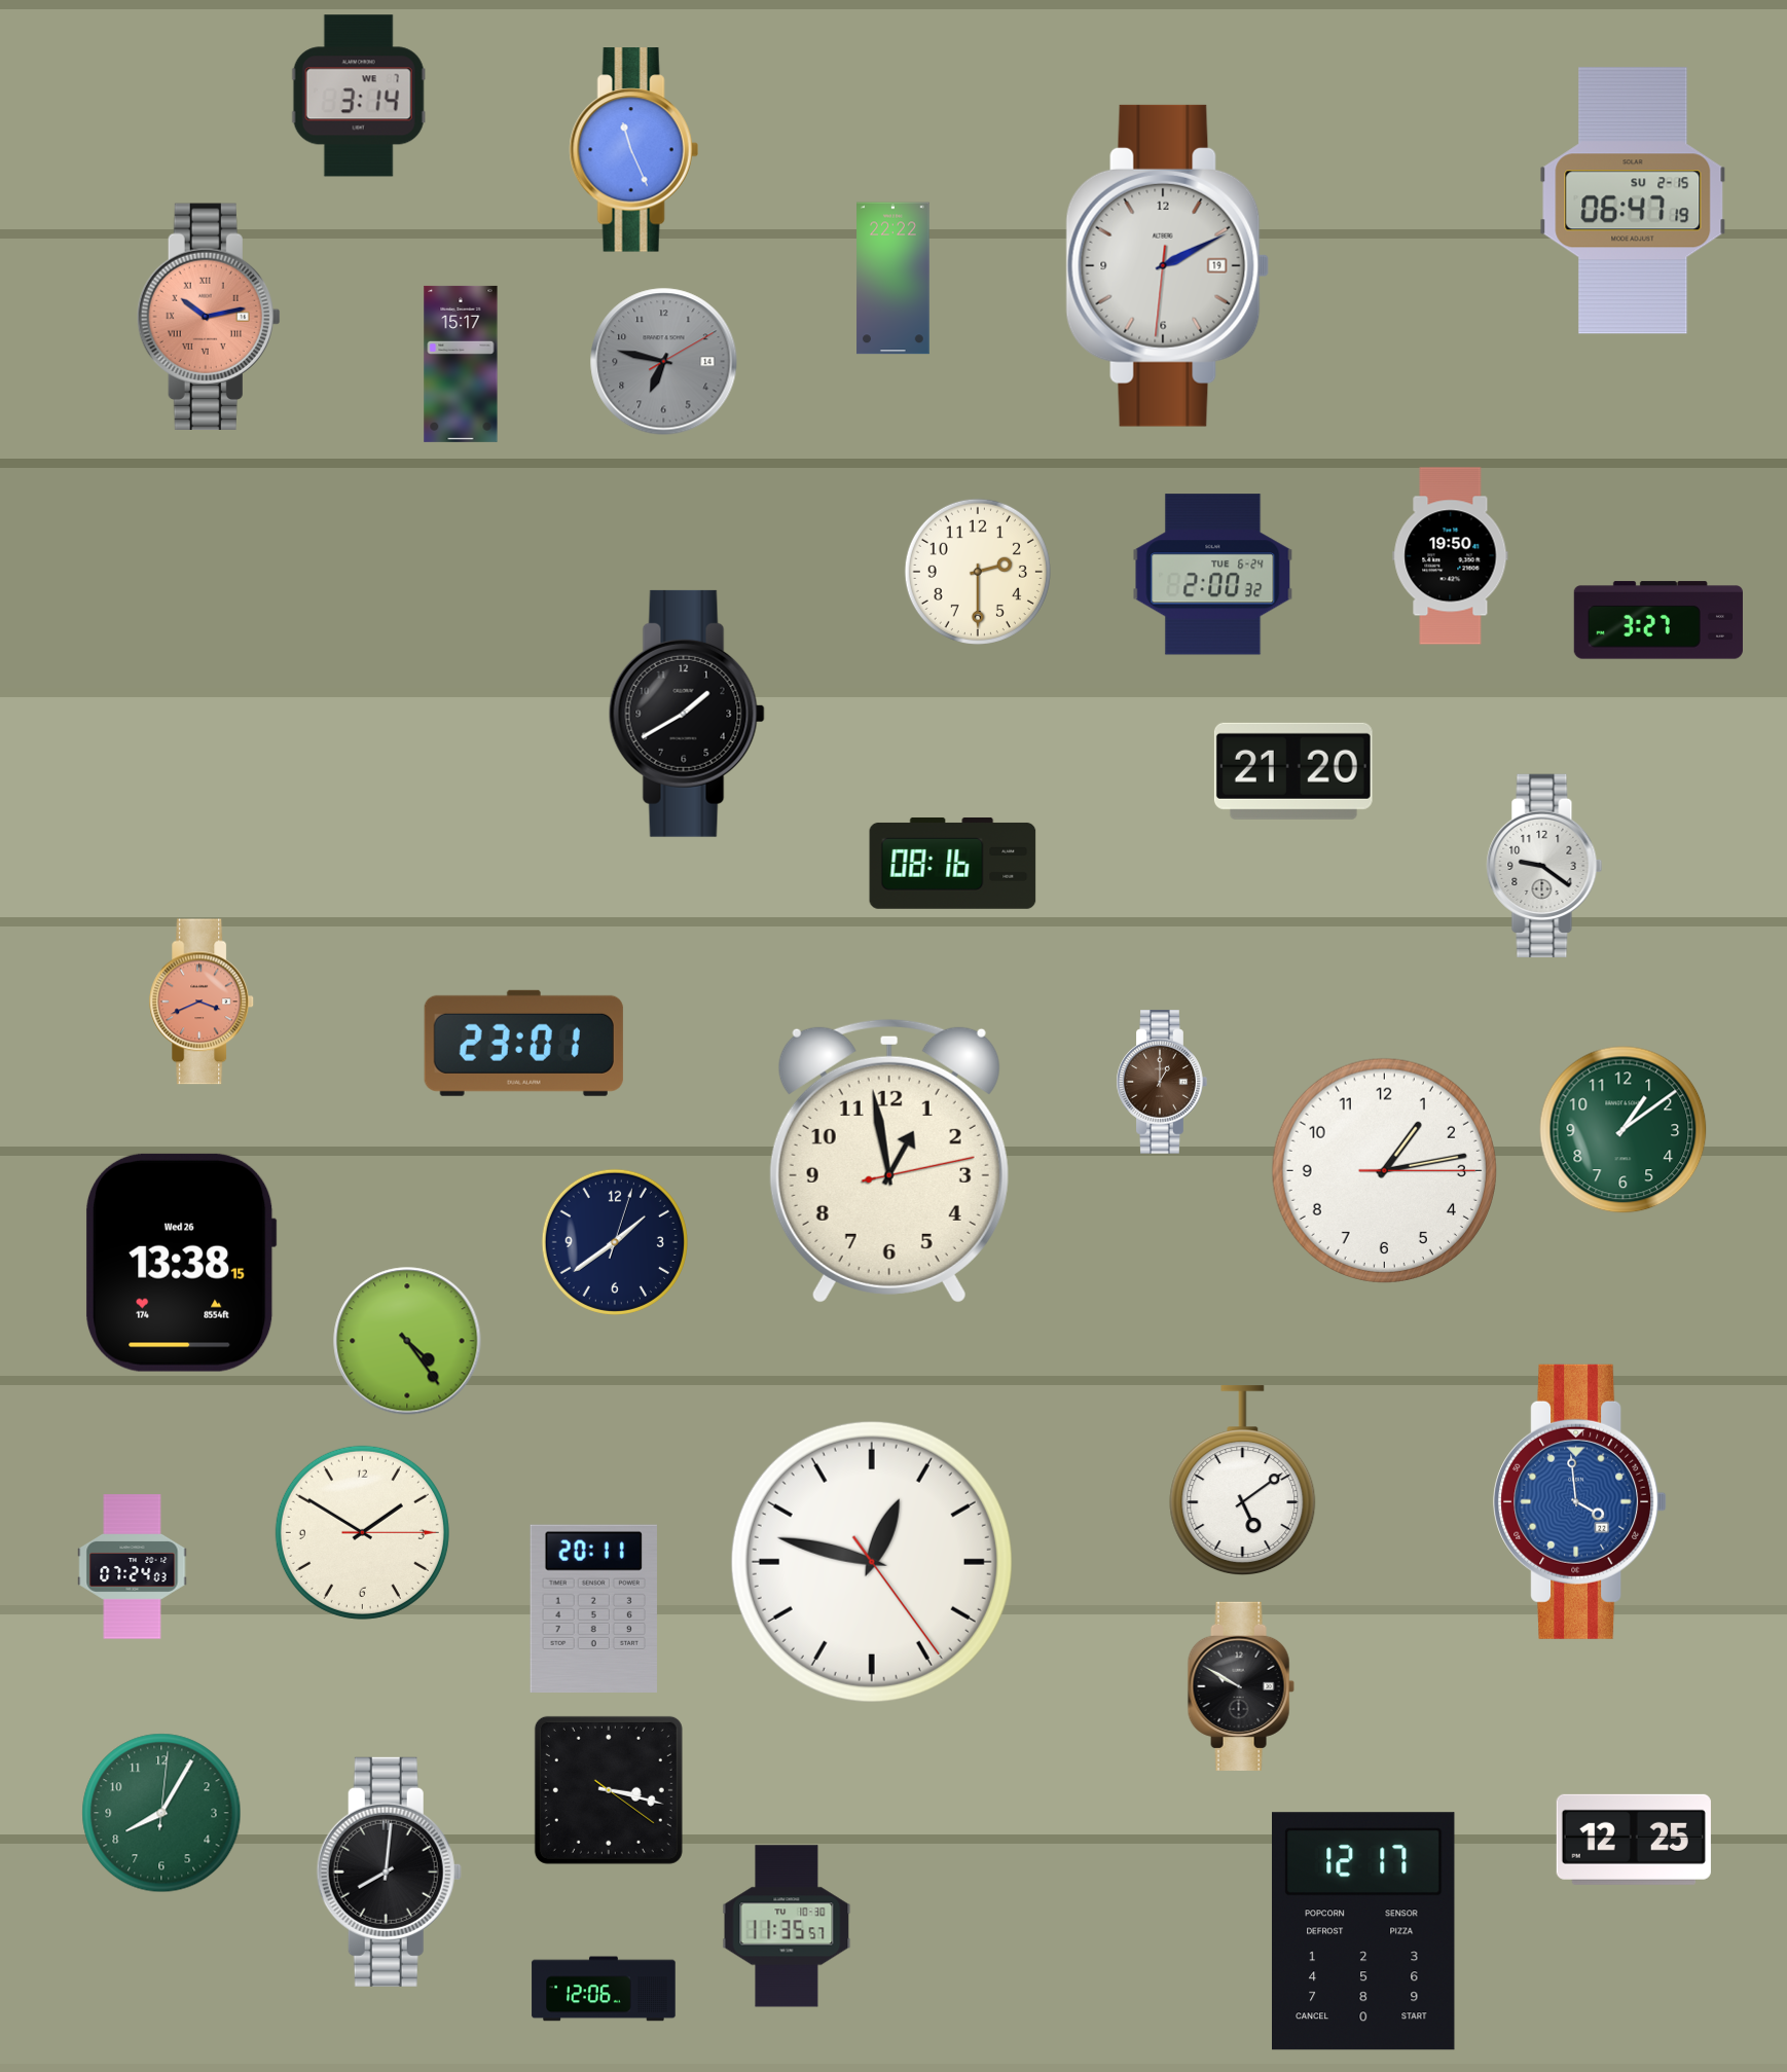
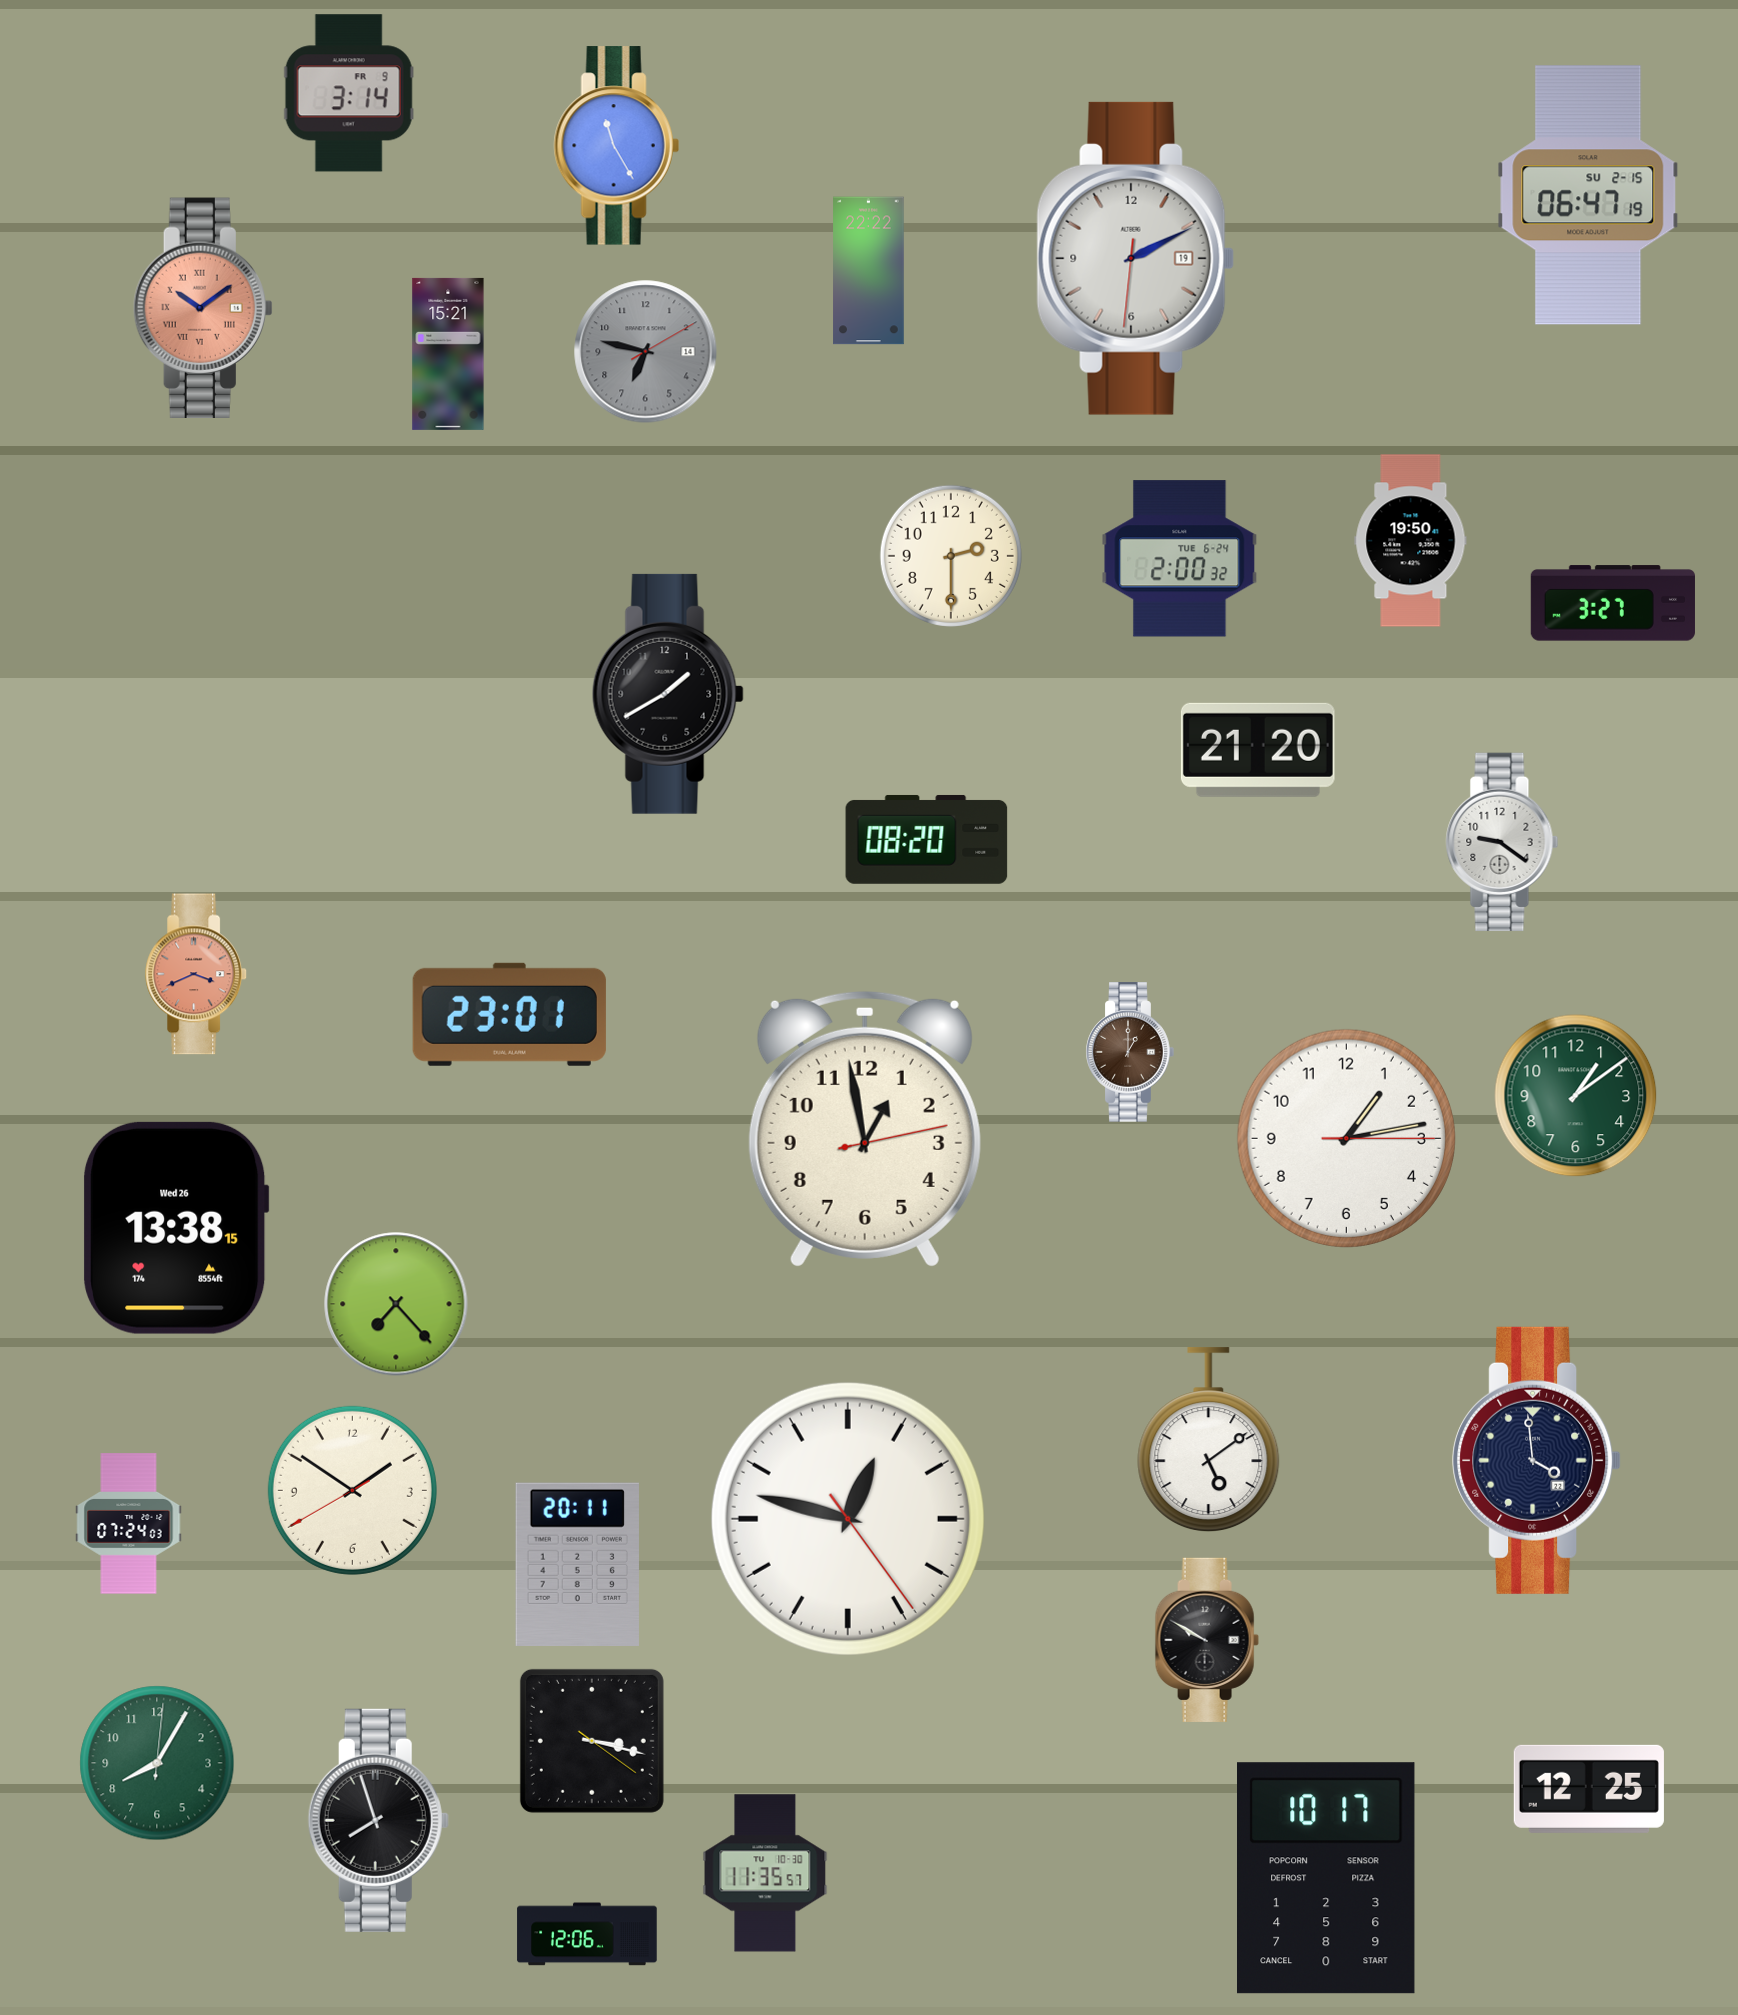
clock at (359, 96) date: WE 7 -> FR 9
clock at (633, 150): 11:26 -> 11:25
clock at (209, 316): 10:13 -> 10:09
clock at (461, 364): 15:17 -> 15:21
clock at (953, 863): 08:16 -> 08:20
clock at (1624, 1130) position: (1624, 1130) -> (1576, 1096)
clock at (615, 1242): 1:39 -> none
clock at (407, 1341): 4:24 -> 7:23
clock at (1580, 1501) dial: blue -> navy
clock at (362, 1532): 1:50:15 -> 1:50:40
clock at (389, 1871): 8:01 -> 7:57
clock at (1364, 1931): 12:17 -> 10:17
